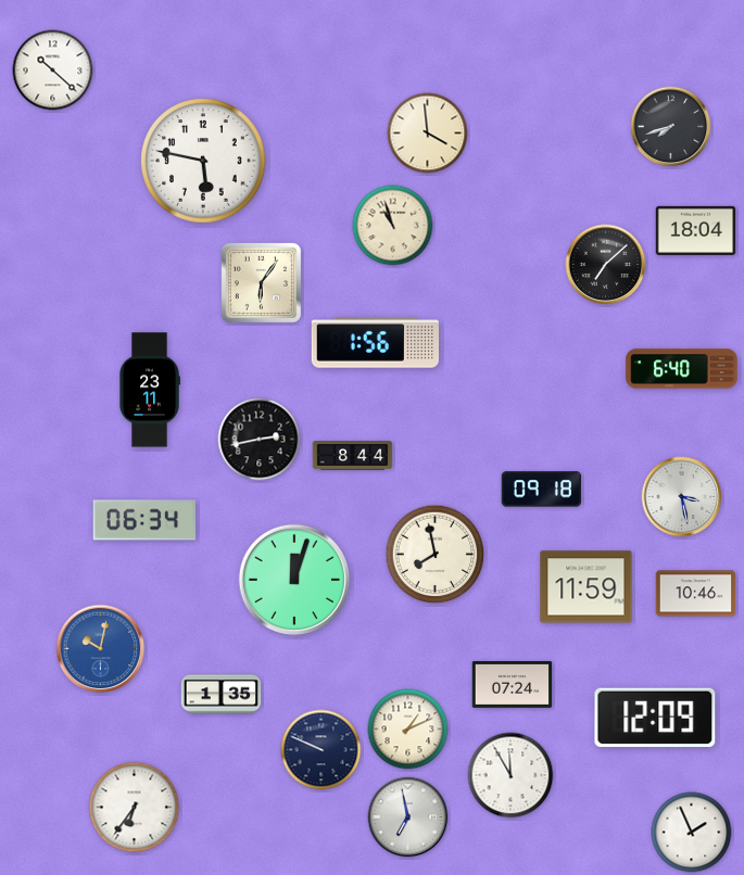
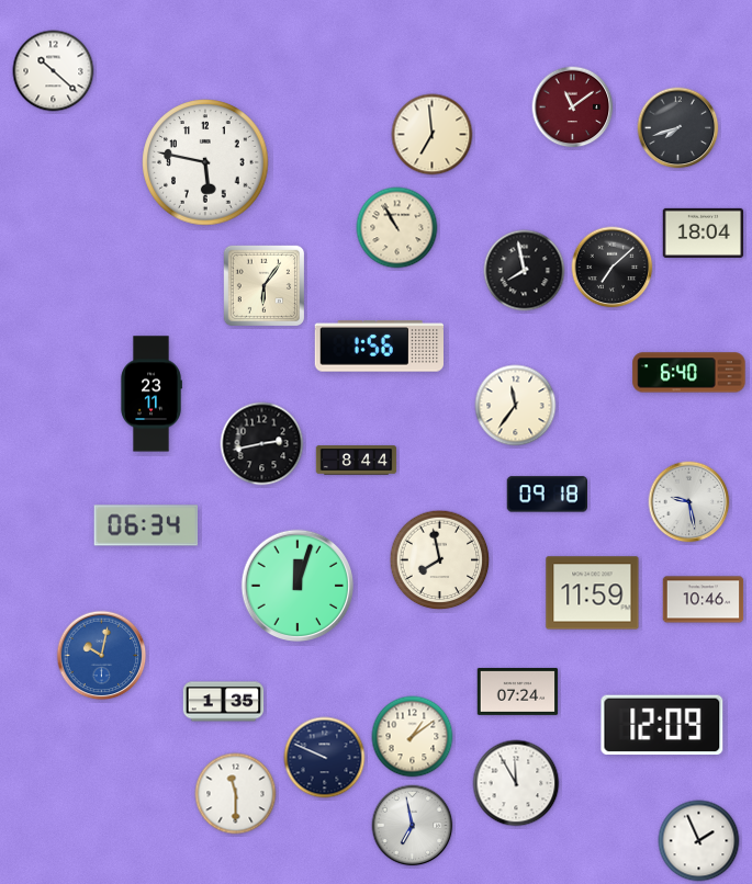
clock at (573, 107): none -> 11:09
clock at (428, 134): 3:59 -> 6:59
clock at (393, 226): 10:57 -> 10:55
clock at (525, 271): none -> 7:58
clock at (516, 406): none -> 11:36
clock at (682, 497): 3:28 -> 9:28
clock at (408, 730): 1:11 -> 1:09
clock at (236, 794): none -> 11:30
clock at (135, 808): 6:36 -> none
